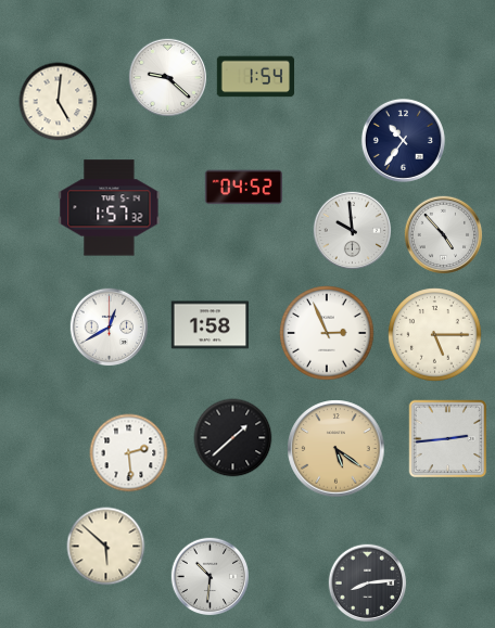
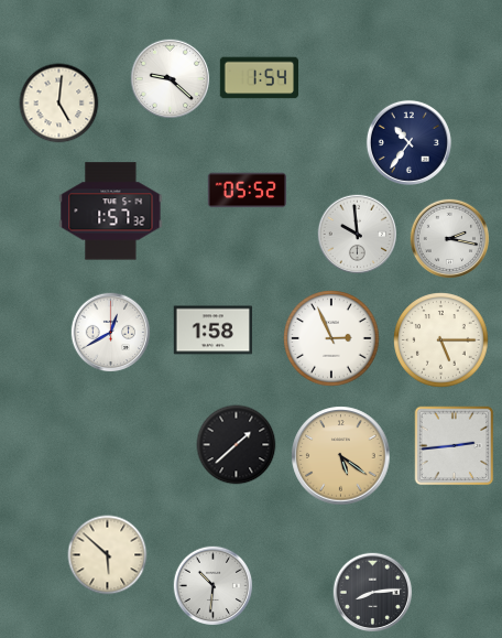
clock at (244, 188): 04:52 -> 05:52
clock at (444, 235): 4:53 -> 2:17
clock at (129, 453): 2:29 -> none
